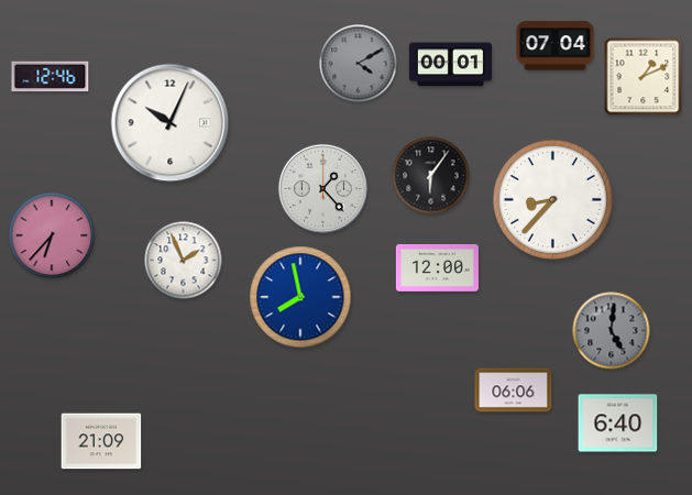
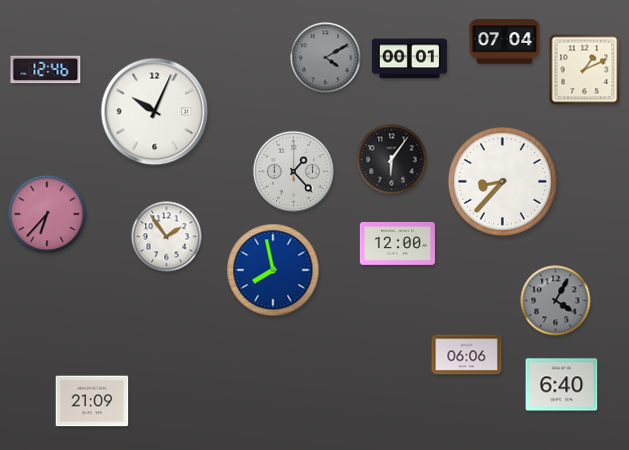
clock at (184, 261): 1:56 -> 1:54
clock at (612, 331): 5:01 -> 4:05
